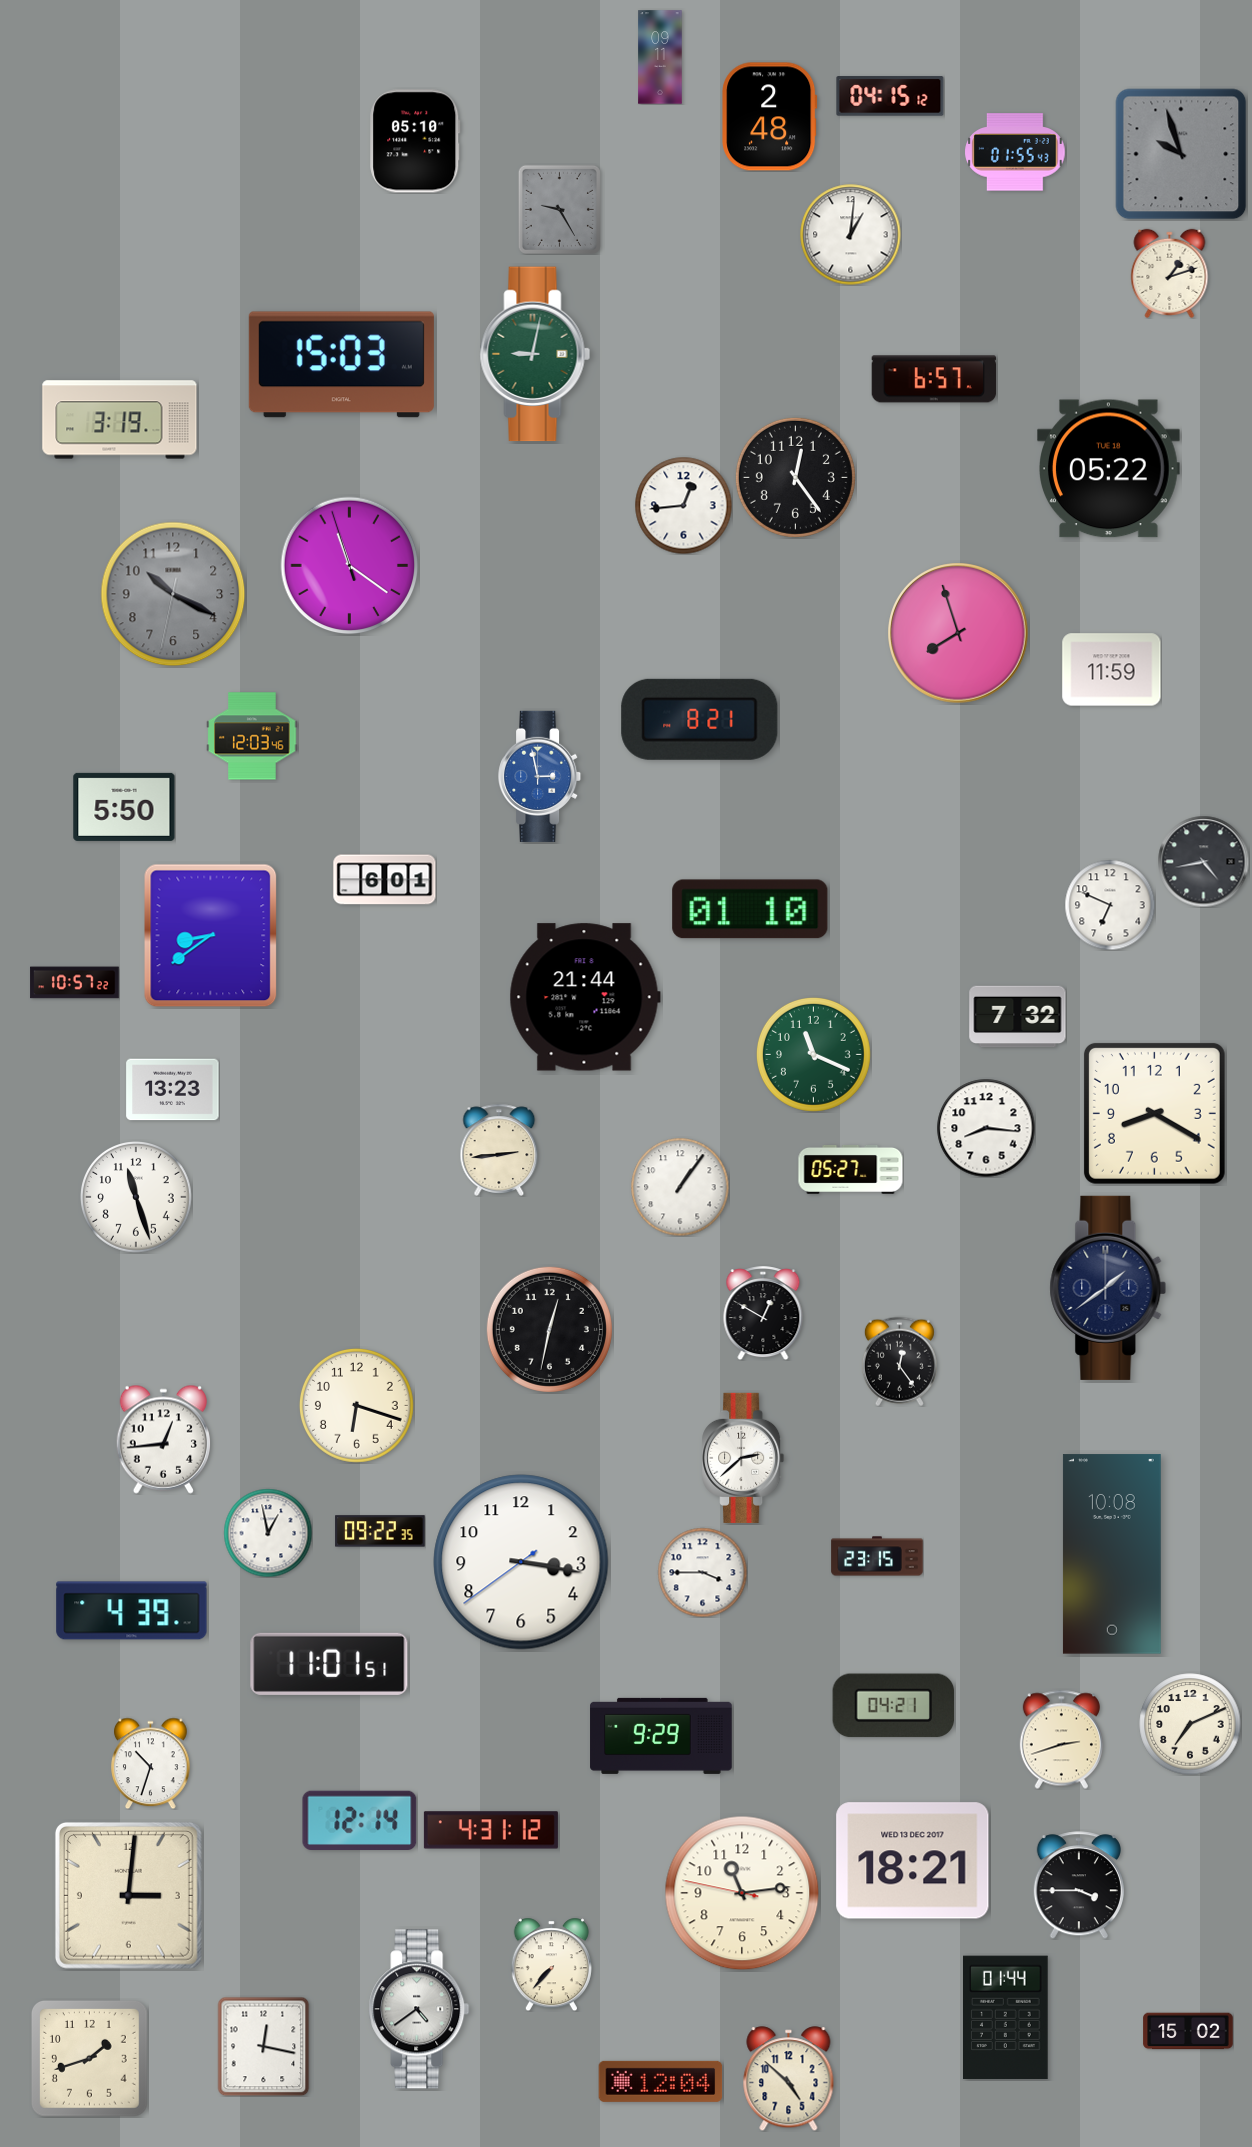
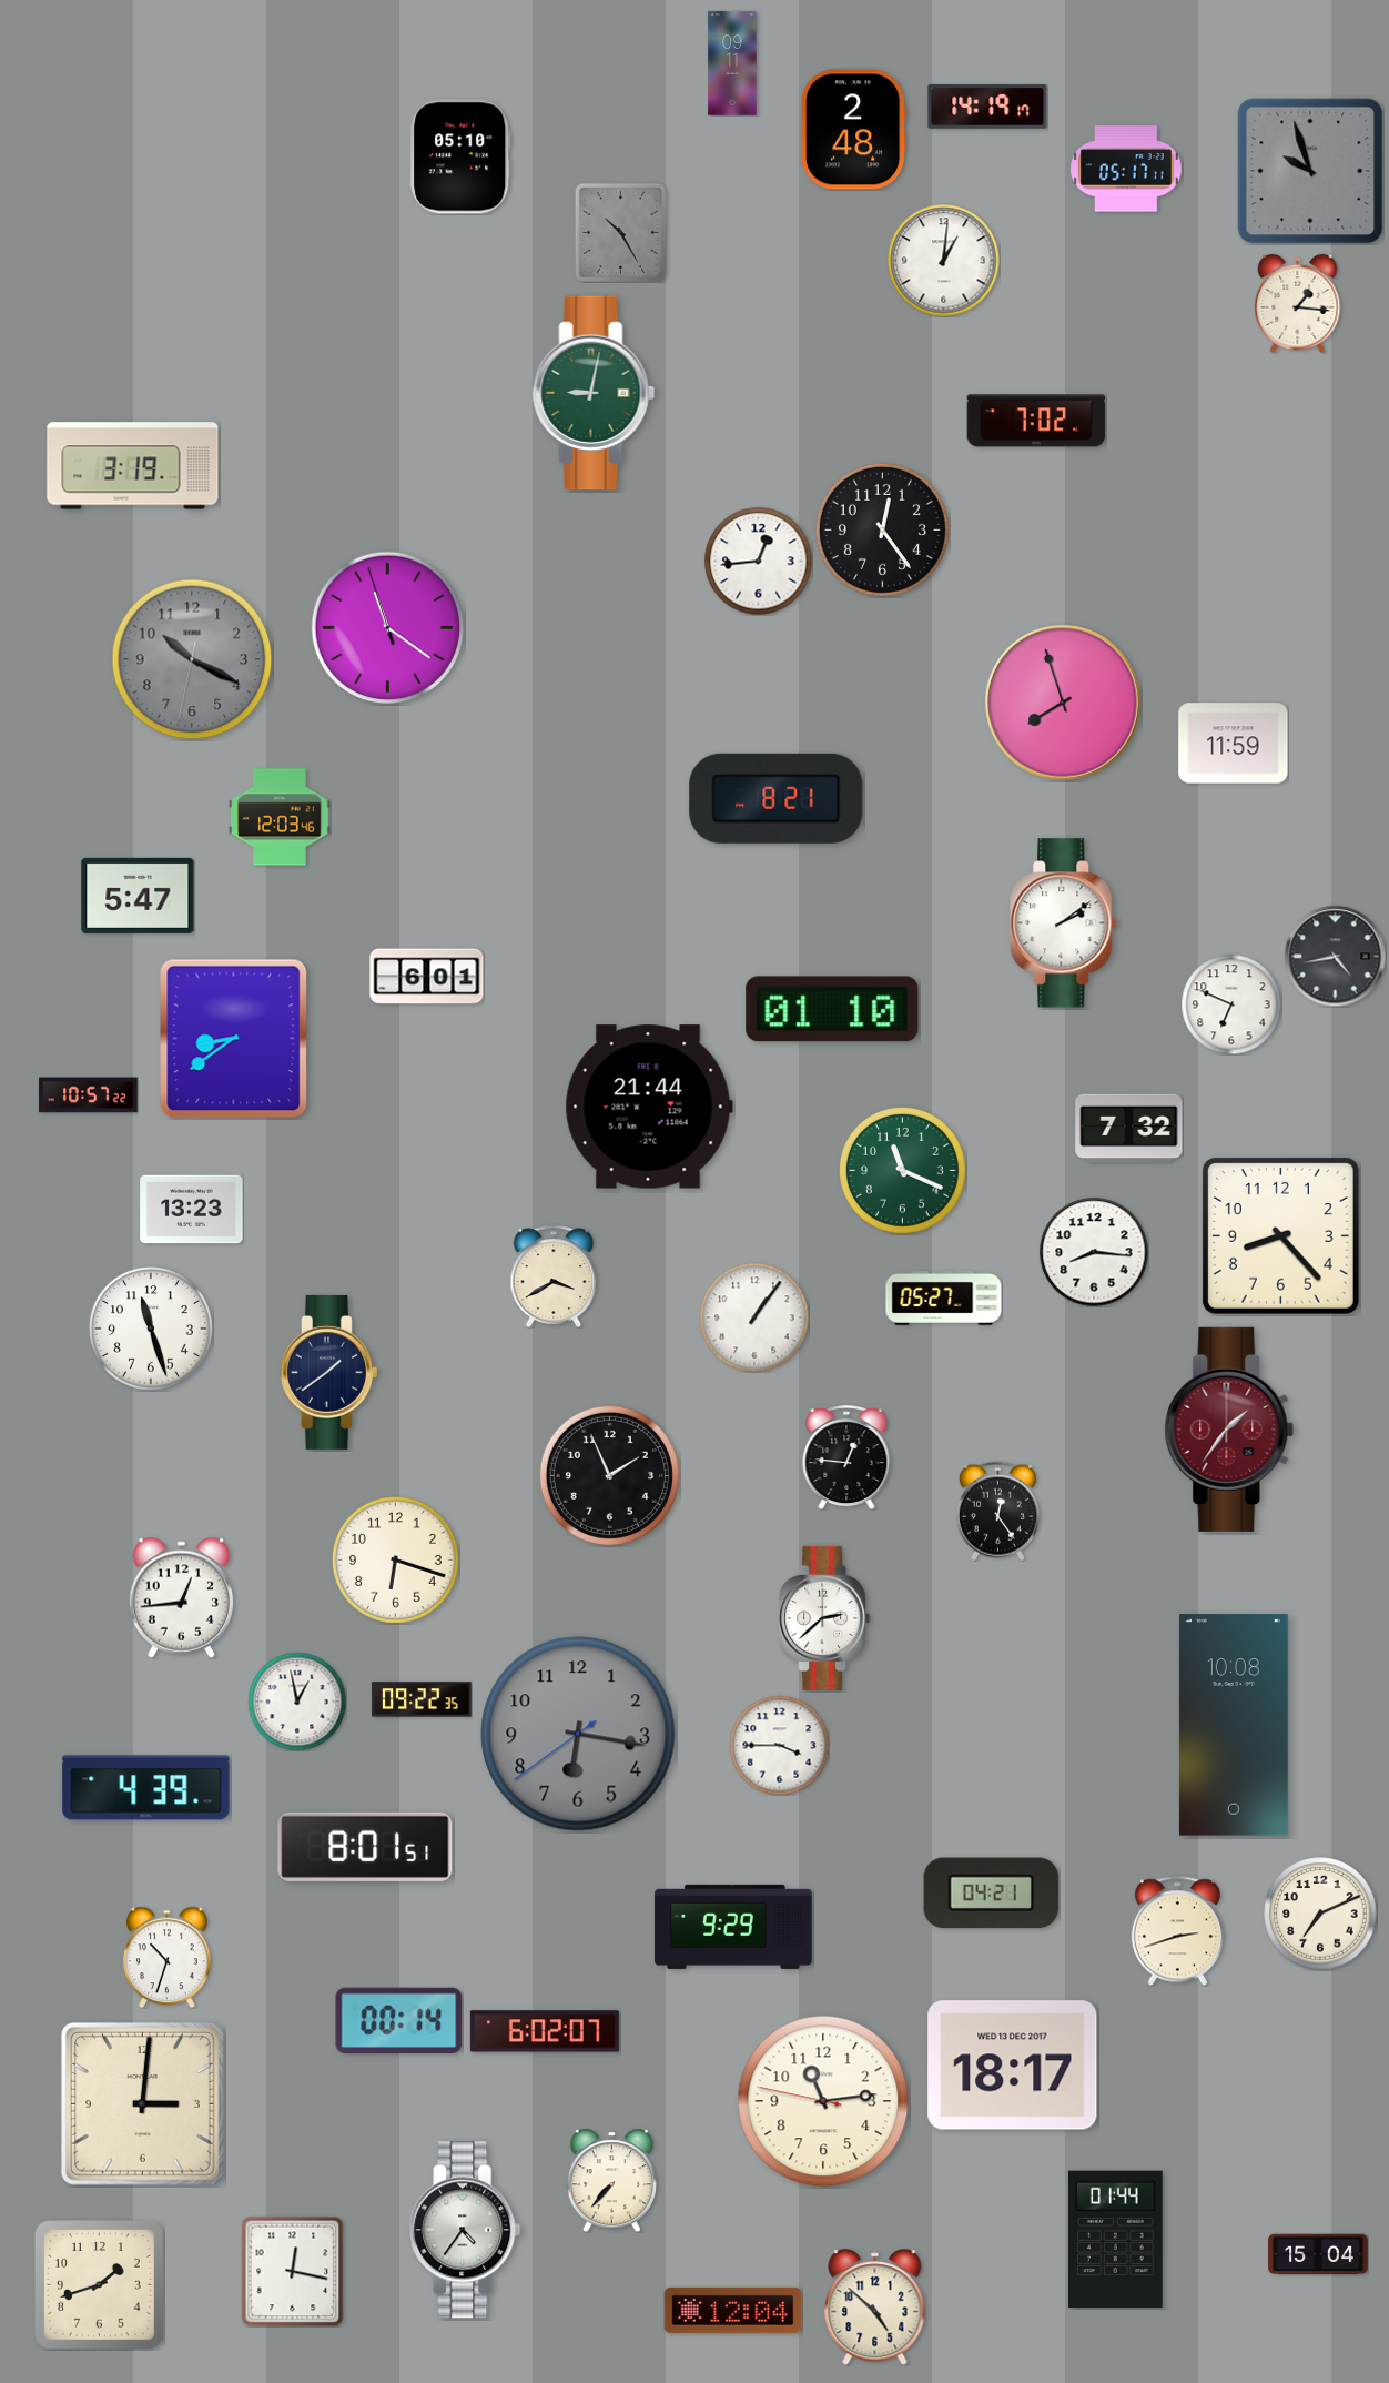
clock at (890, 96): 04:15 -> 14:19
clock at (1015, 152): 01:55 -> 05:17
clock at (559, 209): 9:25 -> 10:25
clock at (1170, 273): 1:12 -> 1:16
clock at (341, 365): 15:03 -> none
clock at (934, 379): 6:57 -> 7:02
clock at (1109, 469): 05:22 -> none
clock at (540, 776): 2:58 -> none
clock at (124, 807): 5:50 -> 5:47
clock at (1064, 923): none -> 2:09
clock at (75, 983) position: (75, 983) -> (89, 1095)
clock at (1154, 1113): 8:20 -> 8:23
clock at (499, 1150): 2:44 -> 3:40
clock at (329, 1372): none -> 1:39
clock at (1108, 1288): 1:39 -> 1:36
clock at (1108, 1288) dial: navy -> burgundy
clock at (763, 1313): 12:50 -> 12:46
clock at (549, 1329): 12:32 -> 1:56
clock at (877, 1556): 23:15 -> none
clock at (521, 1562): 3:16 -> 6:16
clock at (521, 1562) dial: white -> grey
clock at (329, 1664): 11:01 -> 8:01
clock at (360, 1820): 12:14 -> 00:14
clock at (491, 1830): 4:31 -> 6:02
clock at (913, 1861): 18:21 -> 18:17
clock at (1079, 1885): 3:45 -> none
clock at (419, 2009): 4:39 -> 4:36
clock at (1188, 2031): 15:02 -> 15:04
